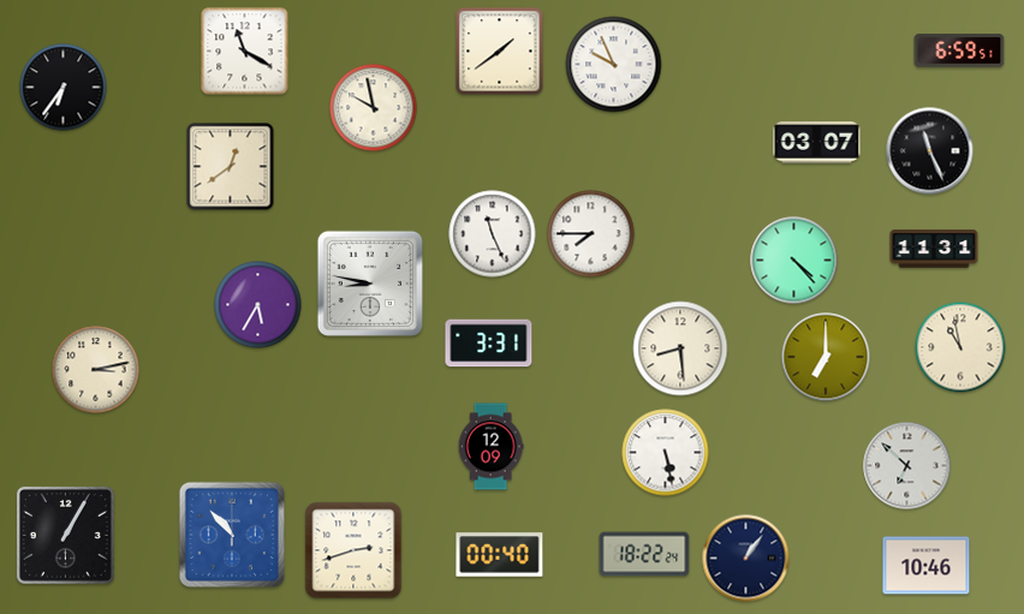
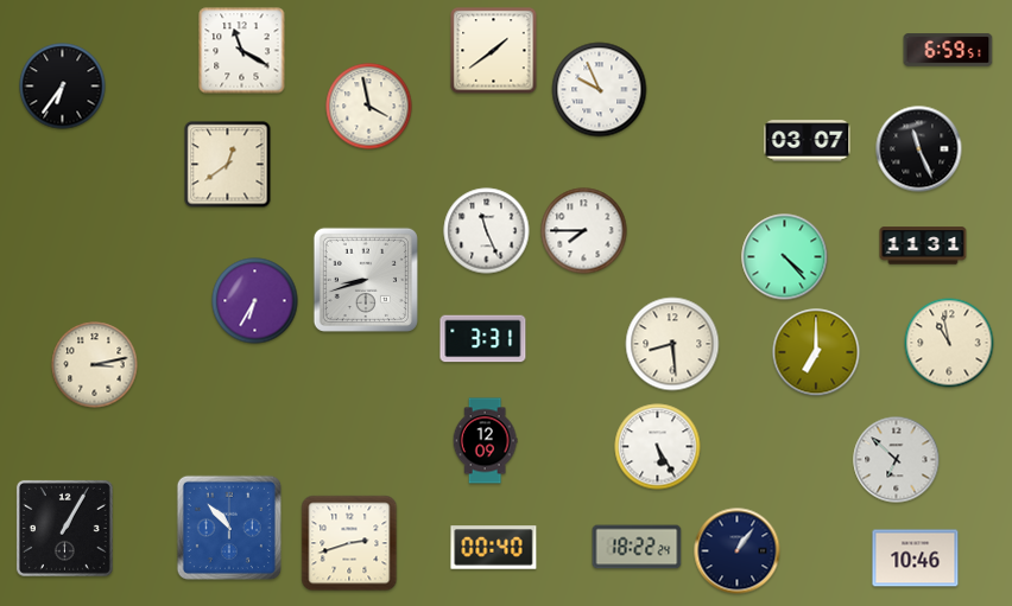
clock at (614, 65) position: (614, 65) -> (600, 90)
clock at (374, 108): 9:58 -> 3:58
clock at (370, 284): 8:47 -> 8:42
clock at (258, 305): 5:35 -> 6:35
clock at (666, 453): 5:28 -> 5:25
